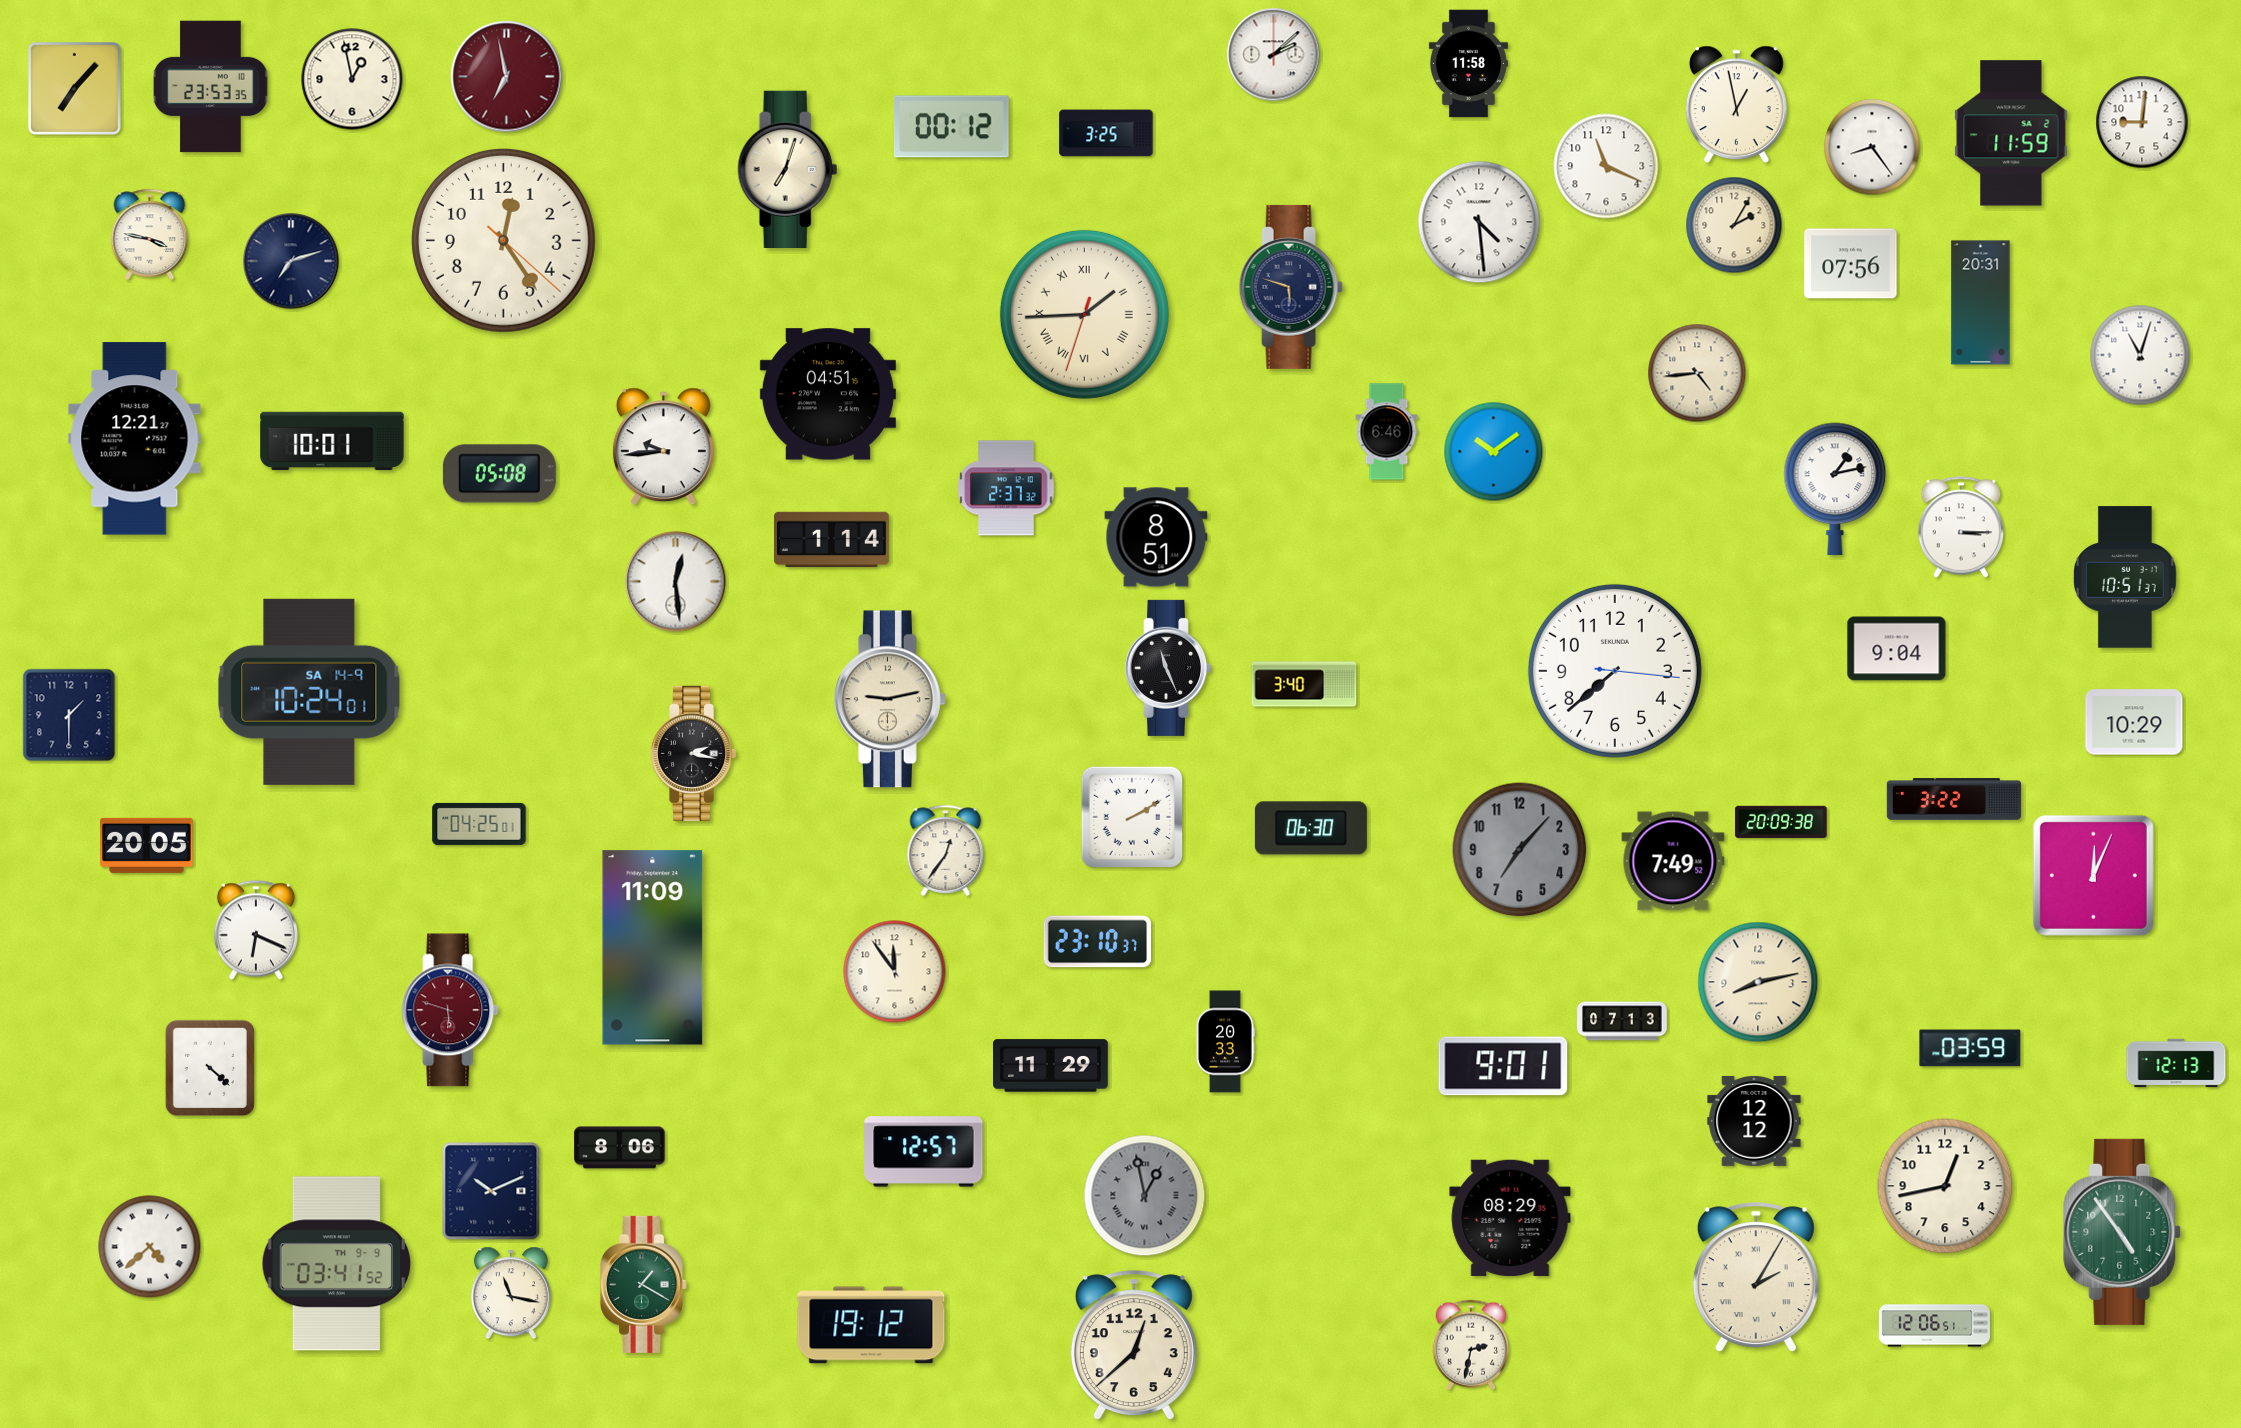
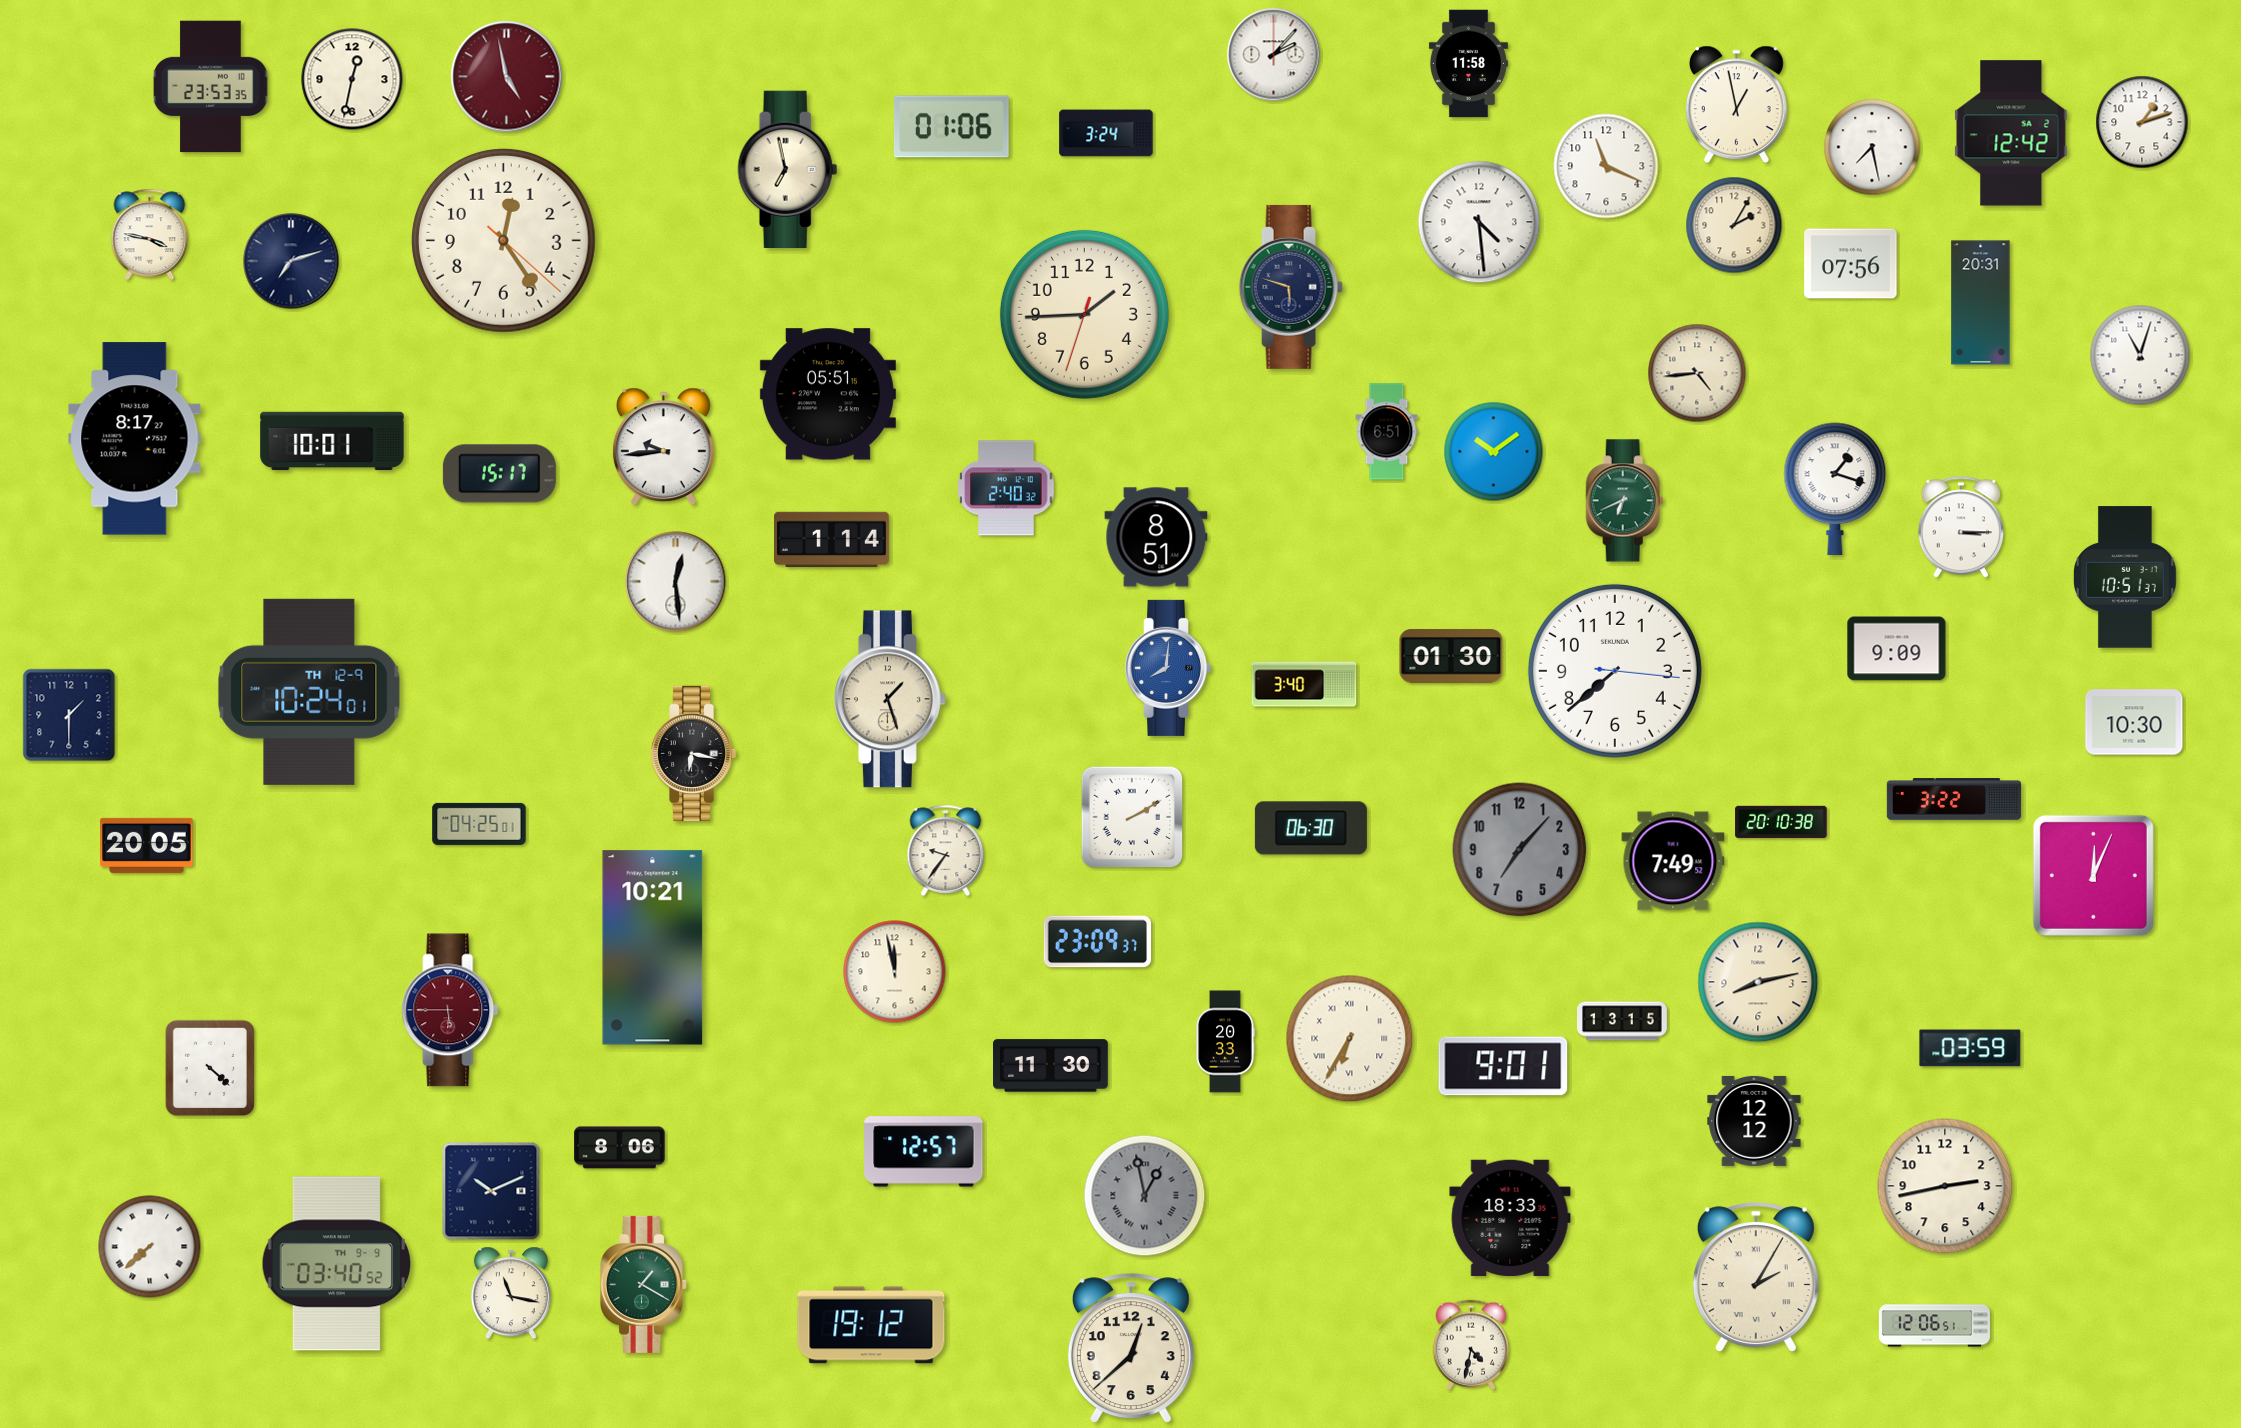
clock at (1274, 55): 2:08 -> 2:07
clock at (507, 77): 6:58 -> 4:58
clock at (352, 79): 12:58 -> 12:32
clock at (75, 89): 7:07 -> none
clock at (2142, 122): 9:01 -> 1:12
clock at (951, 127): 00:12 -> 01:06
clock at (1106, 133): 3:25 -> 3:24
clock at (2011, 133): 11:59 -> 12:42
clock at (1872, 147): 8:24 -> 7:28
clock at (788, 169): 7:03 -> 6:58
clock at (1084, 314) numerals: Roman -> Arabic
clock at (828, 394): 04:51 -> 05:51
clock at (1387, 432): 6:46 -> 6:51
clock at (135, 439): 12:21 -> 8:17
clock at (499, 474): 05:08 -> 15:17
clock at (1006, 488): 2:37 -> 2:40
clock at (1835, 489): 1:13 -> 1:18
clock at (1625, 501): none -> 6:41
clock at (1897, 649): 9:04 -> 9:09
clock at (1451, 656): none -> 01:30
clock at (1169, 668): 11:26 -> 8:01
clock at (1169, 668) dial: black -> blue
clock at (309, 692) date: SA 14-9 -> TH 12-9
clock at (890, 699): 9:13 -> 1:27
clock at (2134, 722): 10:29 -> 10:30
clock at (693, 753): 2:17 -> 6:17
clock at (1781, 822): 20:09 -> 20:10
clock at (946, 850): 12:36 -> 9:36
clock at (256, 930): 6:19 -> none
clock at (1098, 942): 23:10 -> 23:09
clock at (653, 948): 11:09 -> 10:21
clock at (895, 972): 11:54 -> 11:58
clock at (450, 1010): 5:48 -> 5:45
clock at (1622, 1021): 07:13 -> 13:15
clock at (1350, 1039): none -> 6:35
clock at (2176, 1063): 12:13 -> none
clock at (1051, 1066): 11:29 -> 11:30
clock at (1945, 1186): 12:43 -> 2:43
clock at (1510, 1218): 08:29 -> 18:33
clock at (2123, 1232): 4:54 -> none
clock at (150, 1247): 4:38 -> 7:38
clock at (336, 1264): 03:41 -> 03:40
clock at (1134, 1345) position: (1134, 1345) -> (1131, 1348)
clock at (1470, 1345): 2:32 -> 4:32
